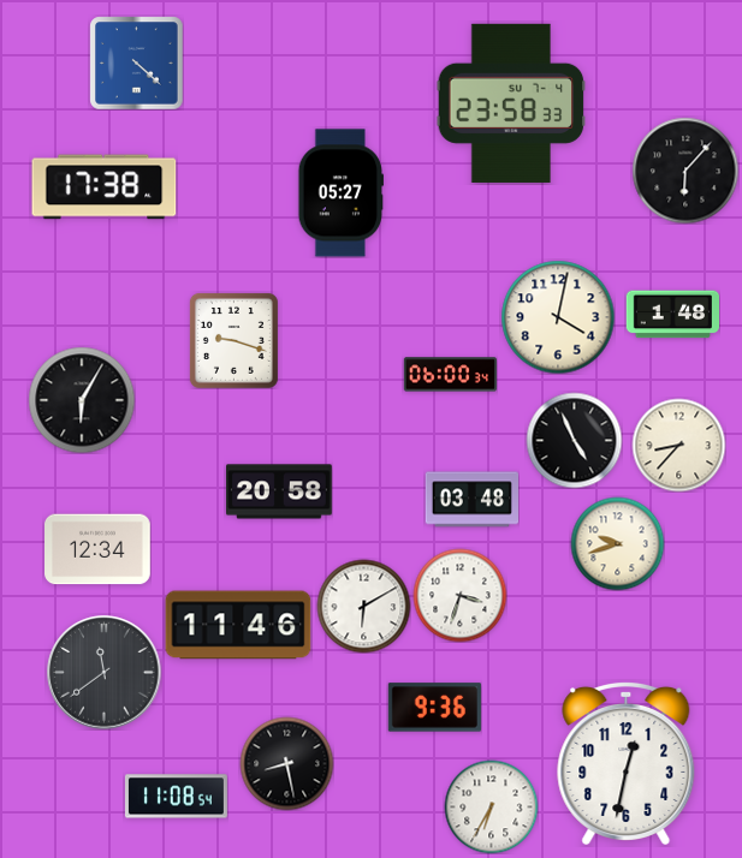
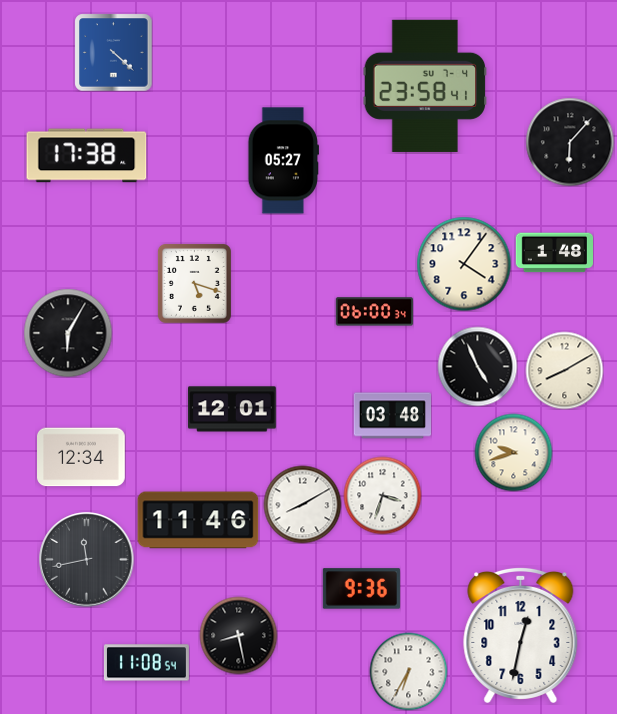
clock at (511, 103): 23:58:33 -> 23:58:41
clock at (672, 315) position: (672, 315) -> (554, 253)
clock at (558, 317): 4:02 -> 4:06
clock at (233, 340): 9:18 -> 5:18
clock at (678, 445): 8:37 -> 8:10
clock at (280, 491): 20:58 -> 12:01
clock at (363, 606): 6:10 -> 8:10
clock at (105, 673): 11:39 -> 11:43
